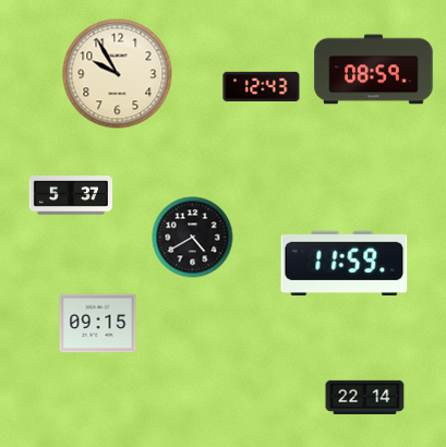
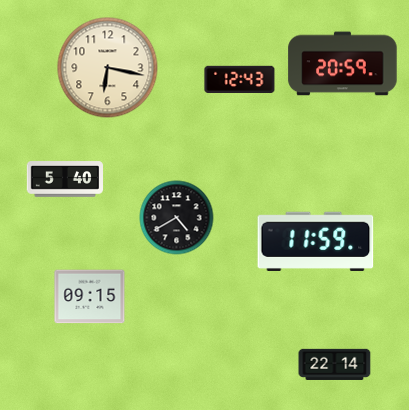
clock at (374, 70): 08:59 -> 20:59
clock at (118, 74): 9:55 -> 6:17
clock at (70, 195): 5:37 -> 5:40
